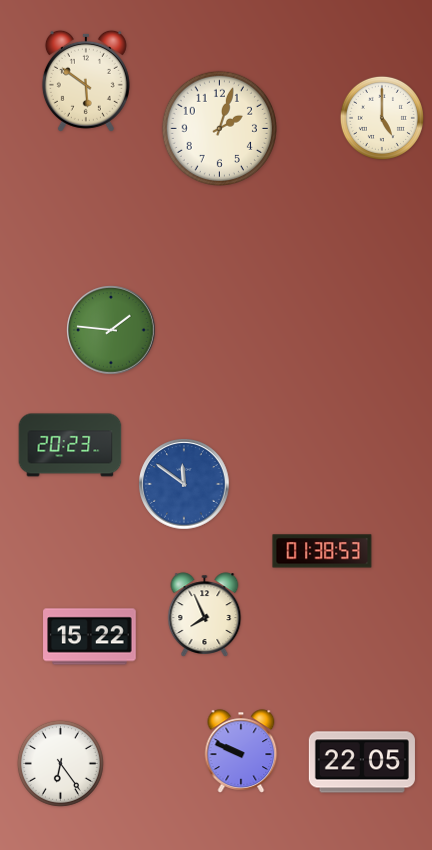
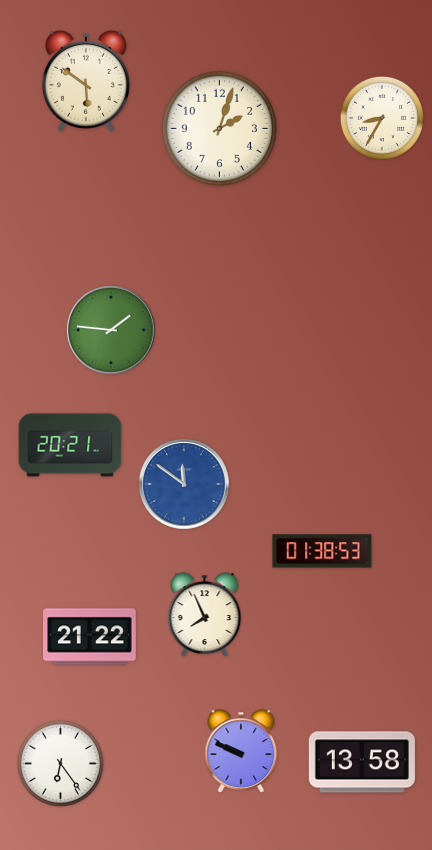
clock at (382, 118): 5:00 -> 8:35
clock at (70, 445): 20:23 -> 20:21
clock at (90, 637): 15:22 -> 21:22
clock at (362, 762): 22:05 -> 13:58
